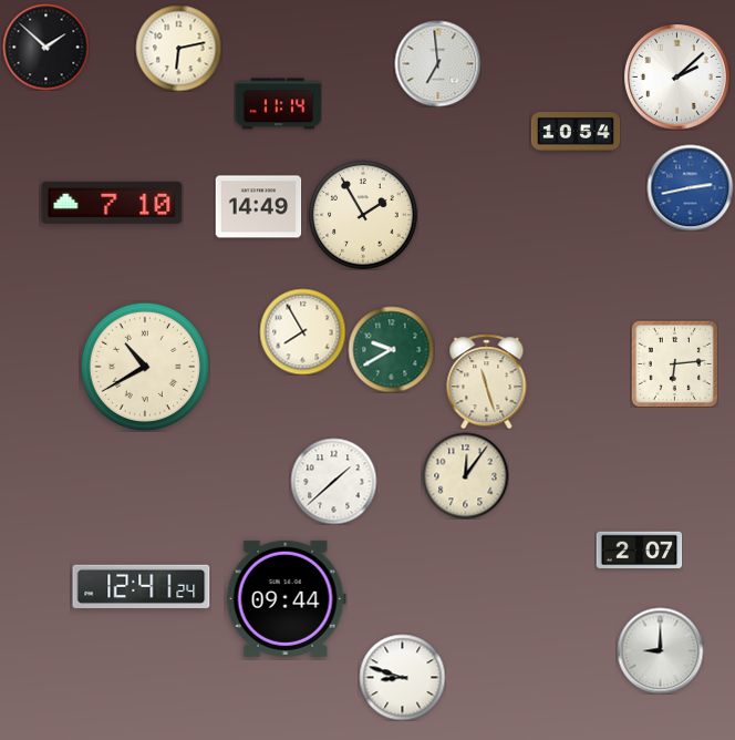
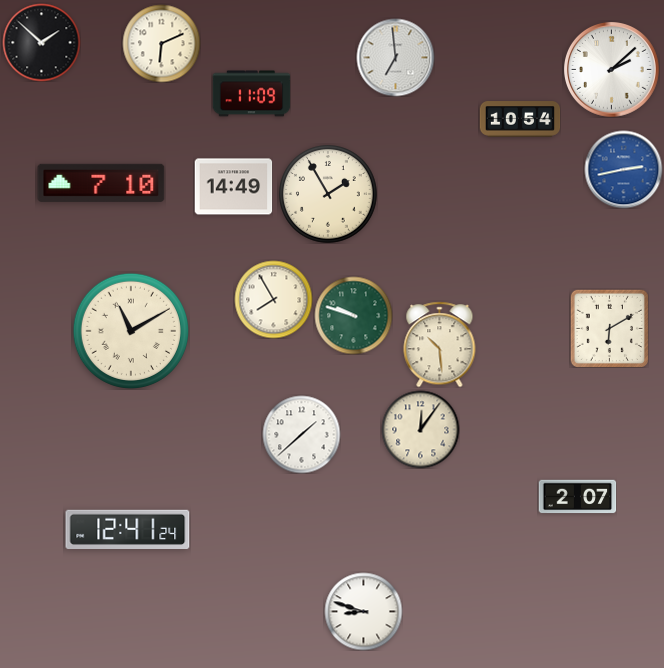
clock at (178, 48): 6:13 -> 6:11
clock at (278, 104): 11:14 -> 11:09
clock at (391, 349): 9:40 -> 9:48
clock at (674, 363): 6:14 -> 6:10
clock at (144, 366): 10:40 -> 11:10
clock at (487, 381): 11:27 -> 10:29
clock at (286, 598): 09:44 -> none
clock at (660, 650): 9:00 -> none
